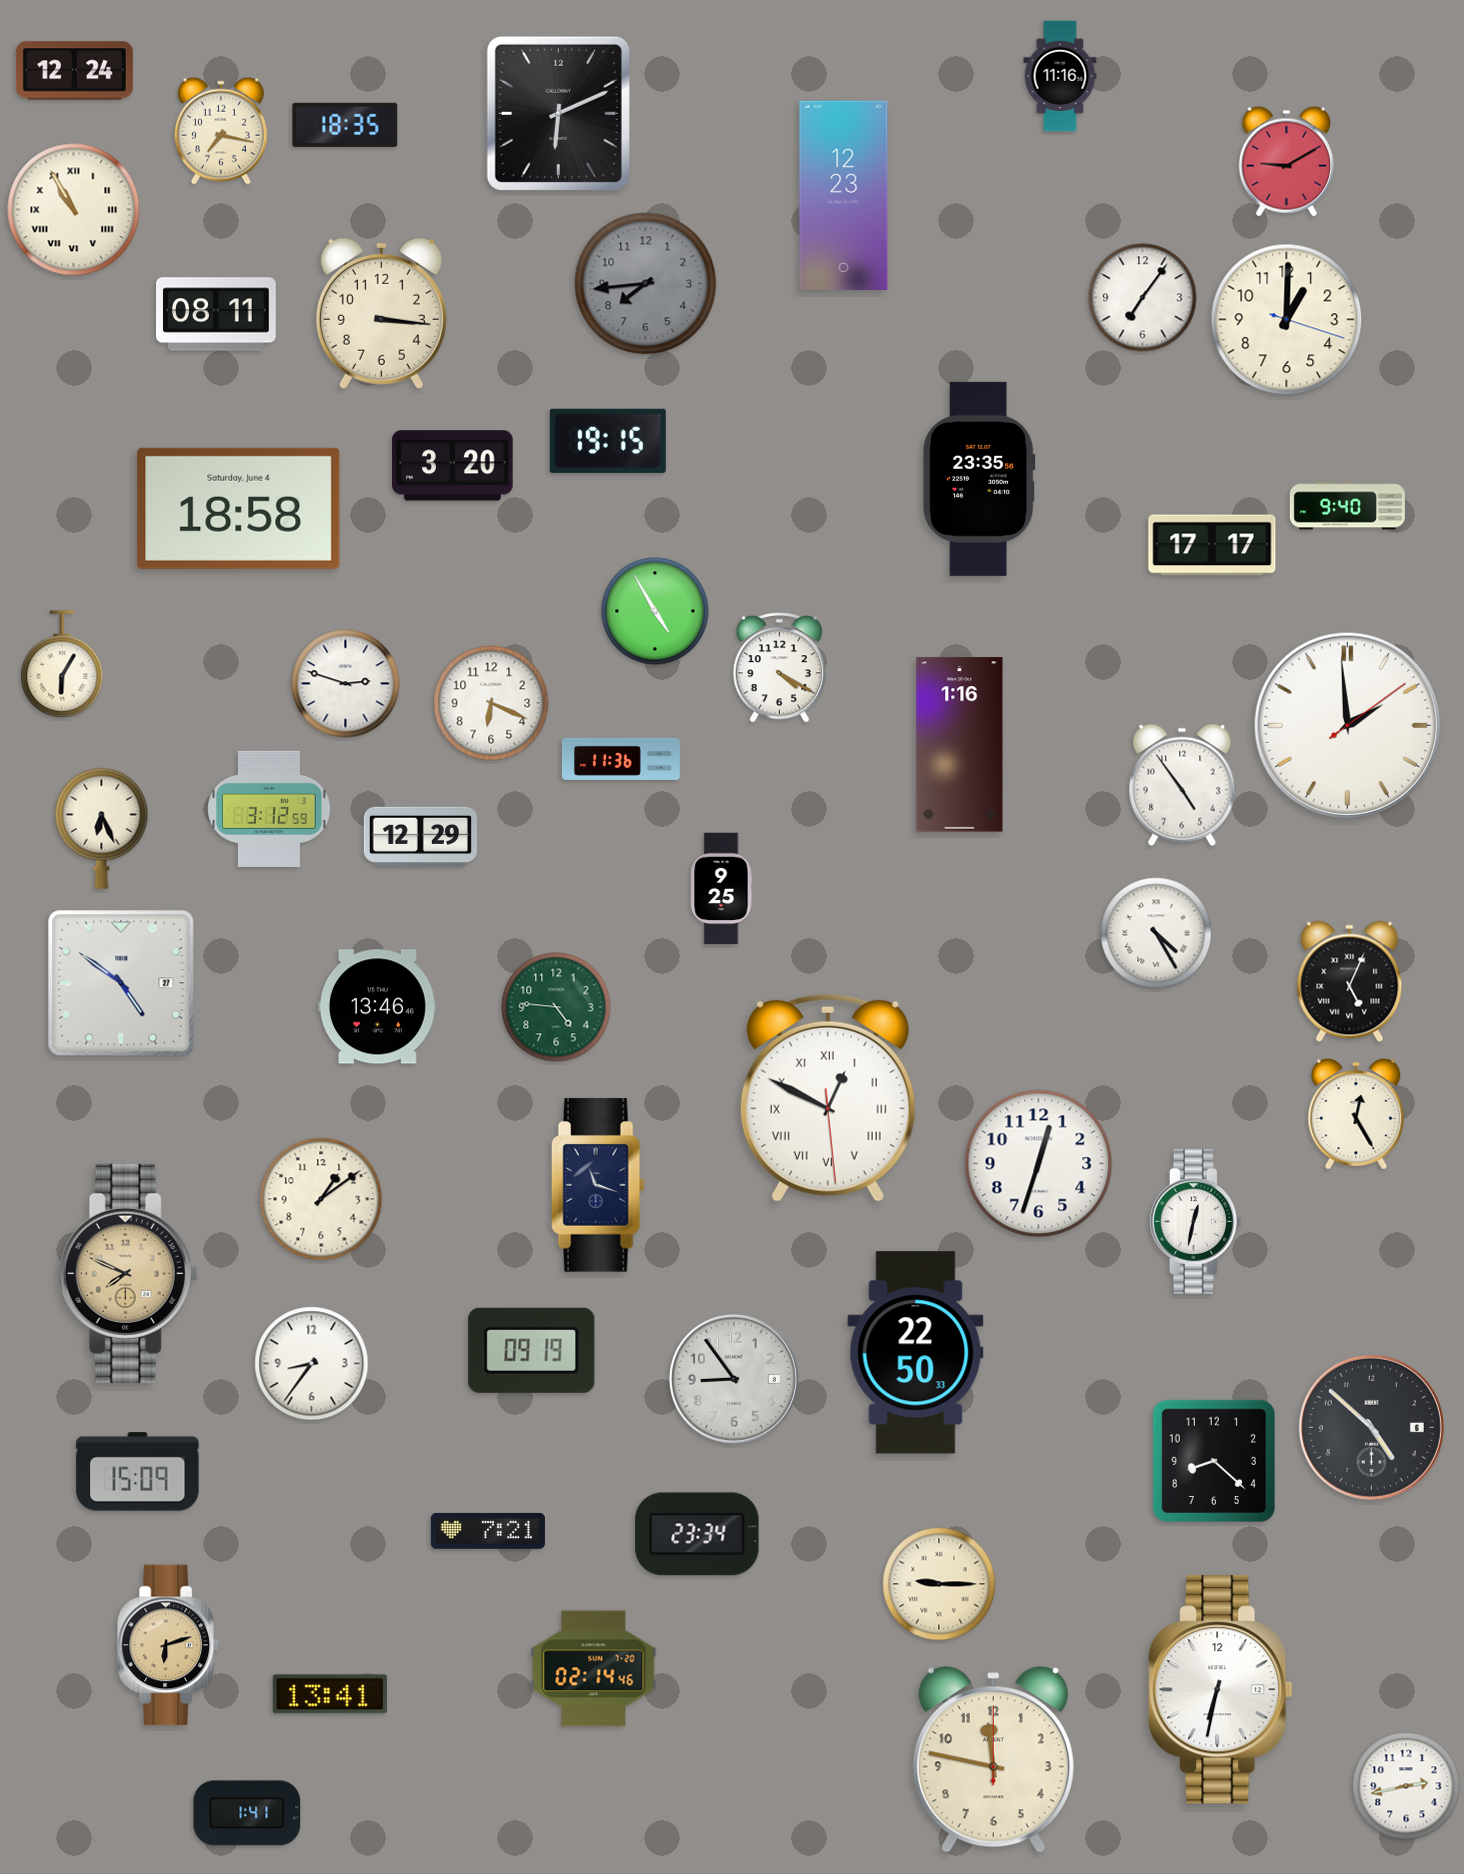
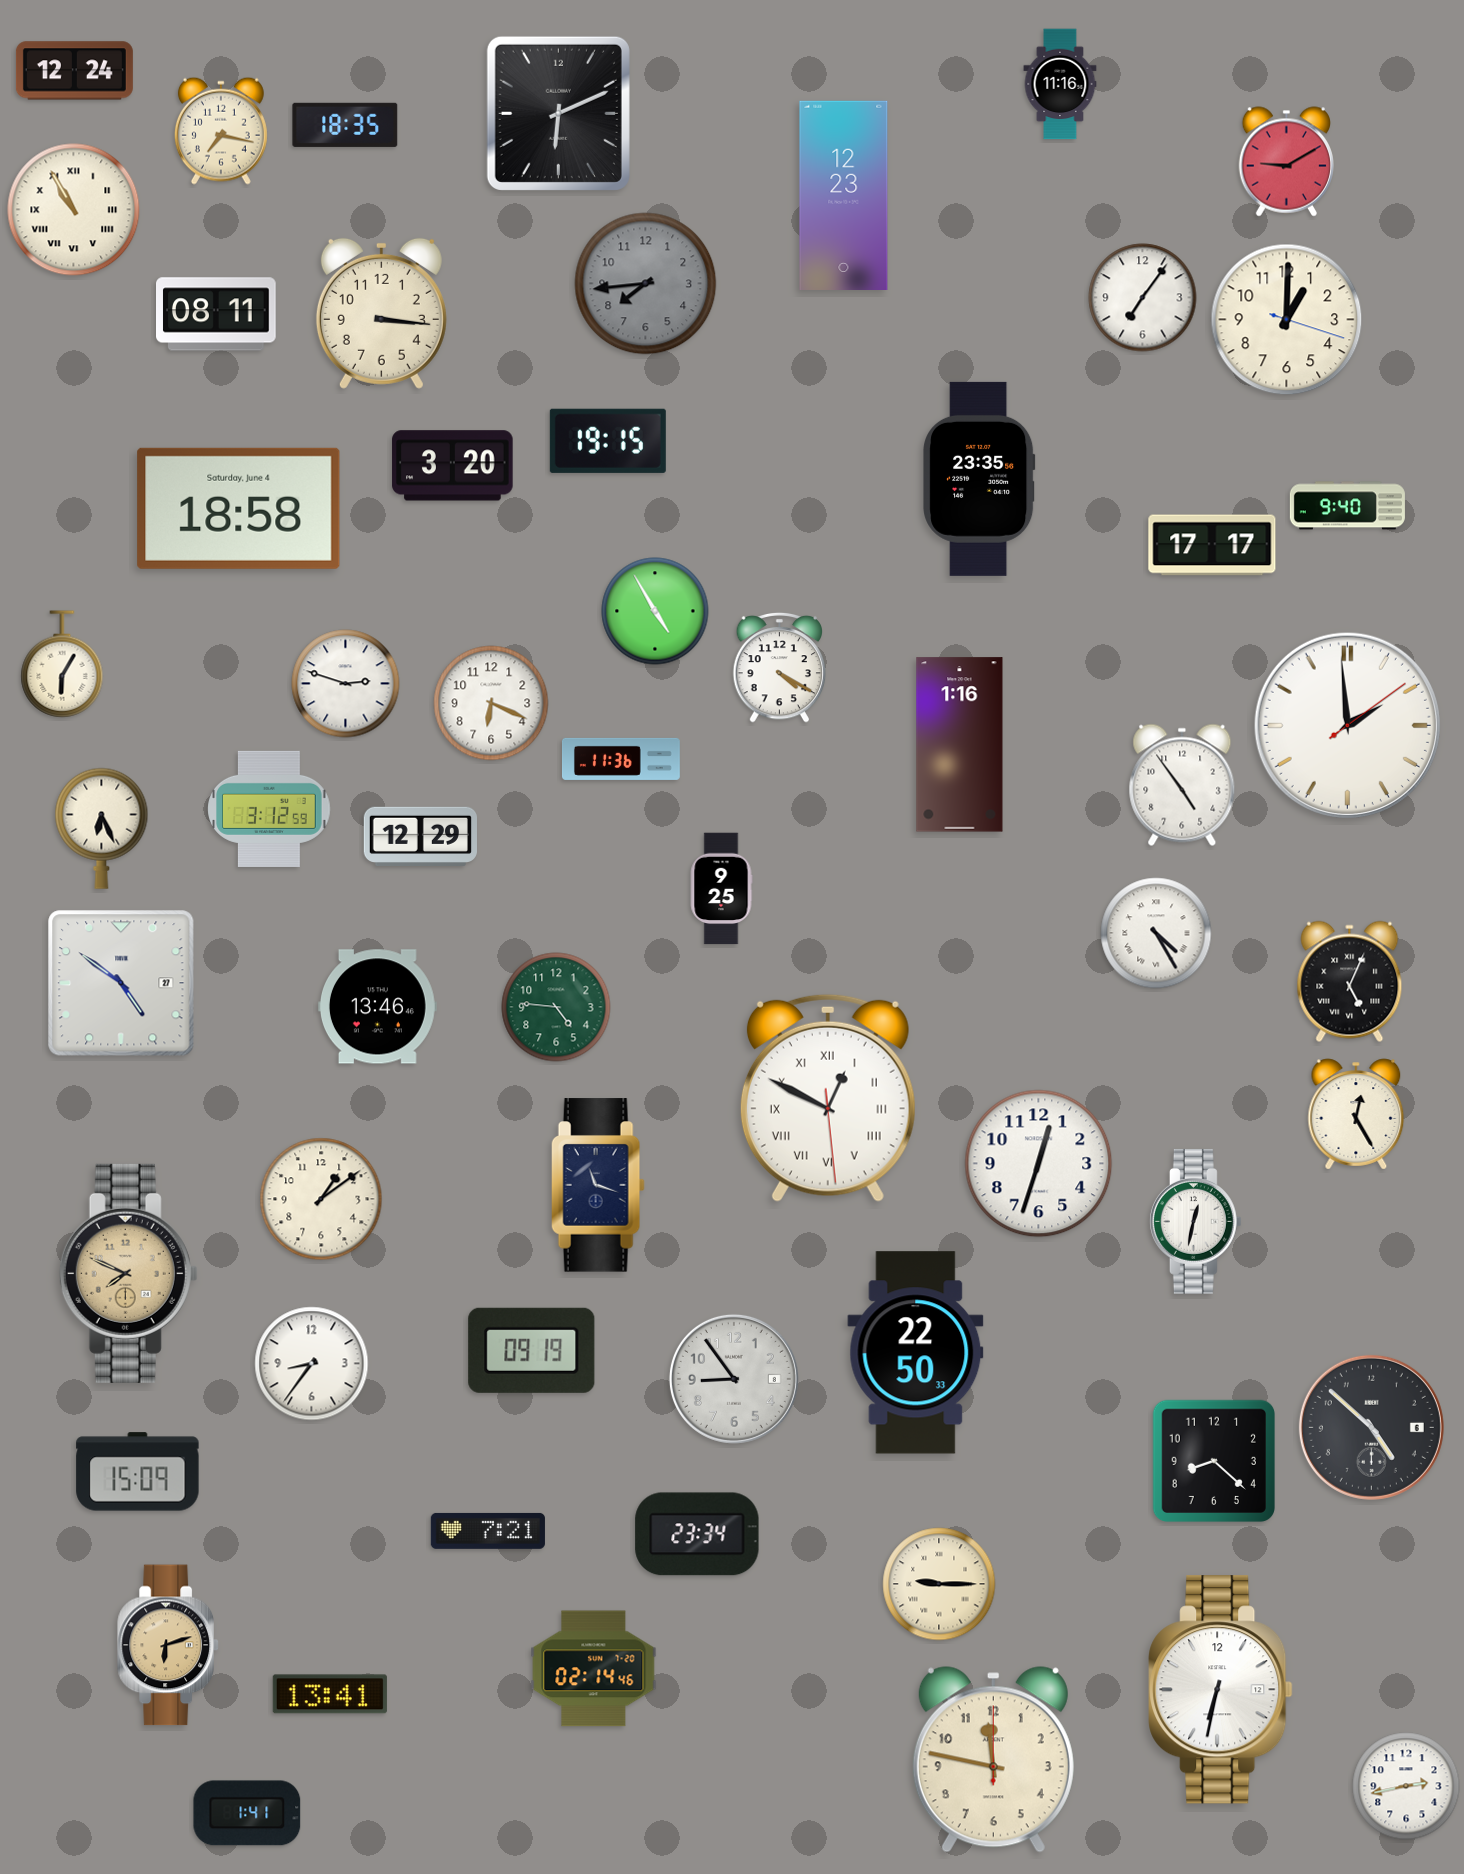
clock at (1060, 76) position: (1060, 76) -> (1060, 84)
